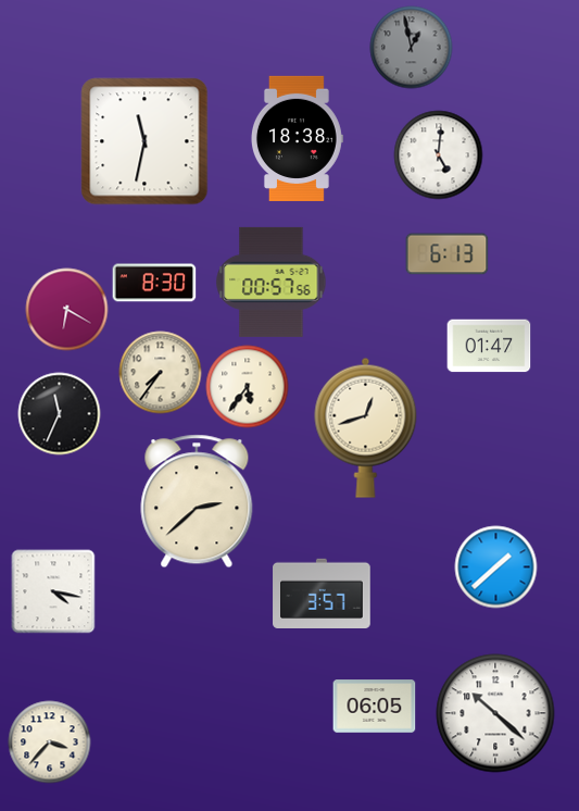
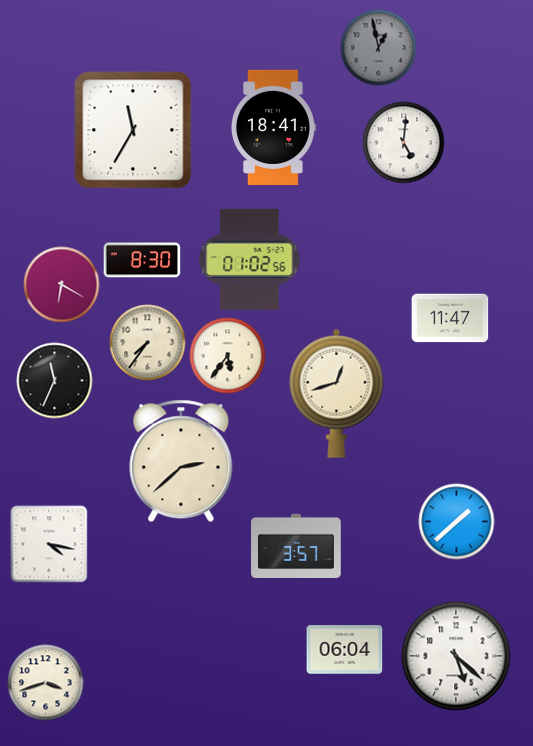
clock at (412, 48) position: (412, 48) -> (379, 48)
clock at (297, 138): 18:38 -> 18:41
clock at (144, 141): 11:32 -> 11:35
clock at (448, 254): 6:13 -> none
clock at (272, 282): 00:57 -> 01:02
clock at (489, 346): 01:47 -> 11:47
clock at (375, 707): 06:05 -> 06:04
clock at (495, 713): 10:22 -> 5:22
clock at (50, 743): 3:37 -> 3:42
